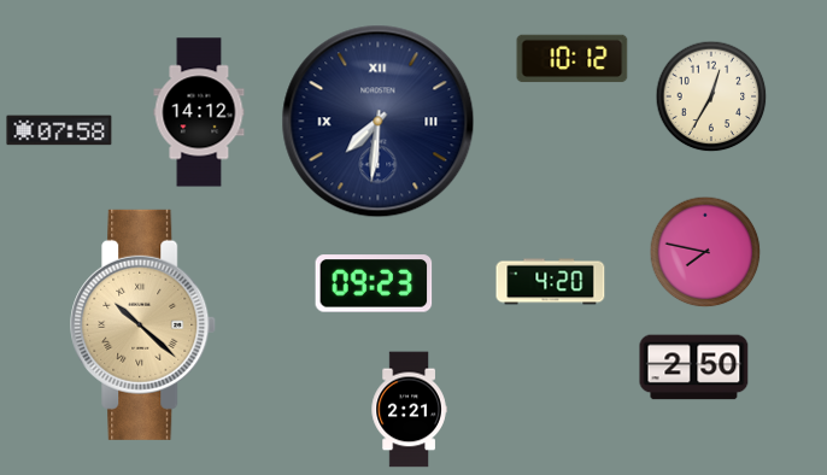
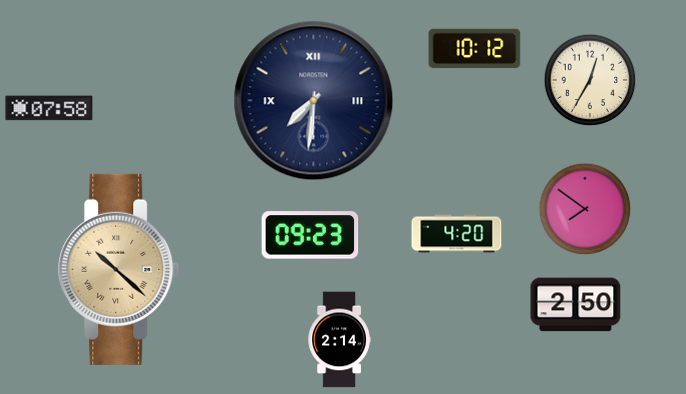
clock at (199, 112): 14:12 -> none
clock at (705, 252): 7:47 -> 7:51
clock at (409, 410): 2:21 -> 2:14
